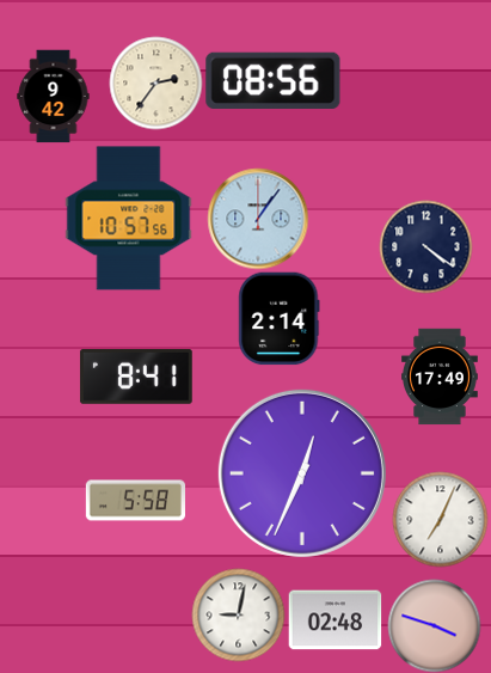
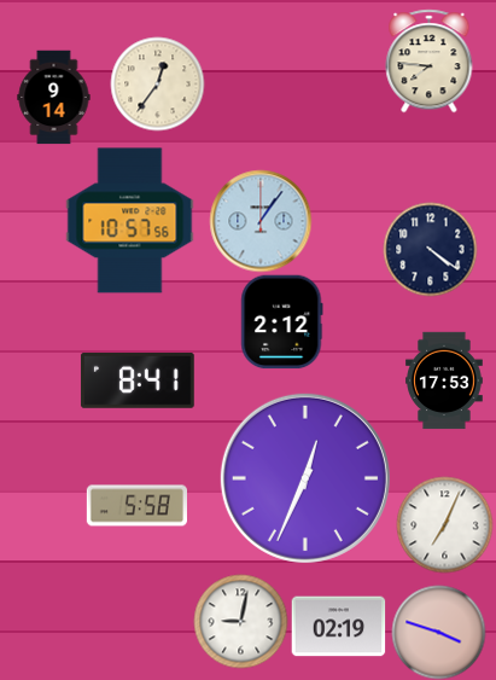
clock at (430, 60): none -> 7:46
clock at (274, 80): 08:56 -> none
clock at (155, 82): 2:36 -> 12:36
clock at (54, 96): 9:42 -> 9:14
clock at (280, 318): 2:14 -> 2:12
clock at (441, 377): 17:49 -> 17:53
clock at (335, 620): 02:48 -> 02:19
